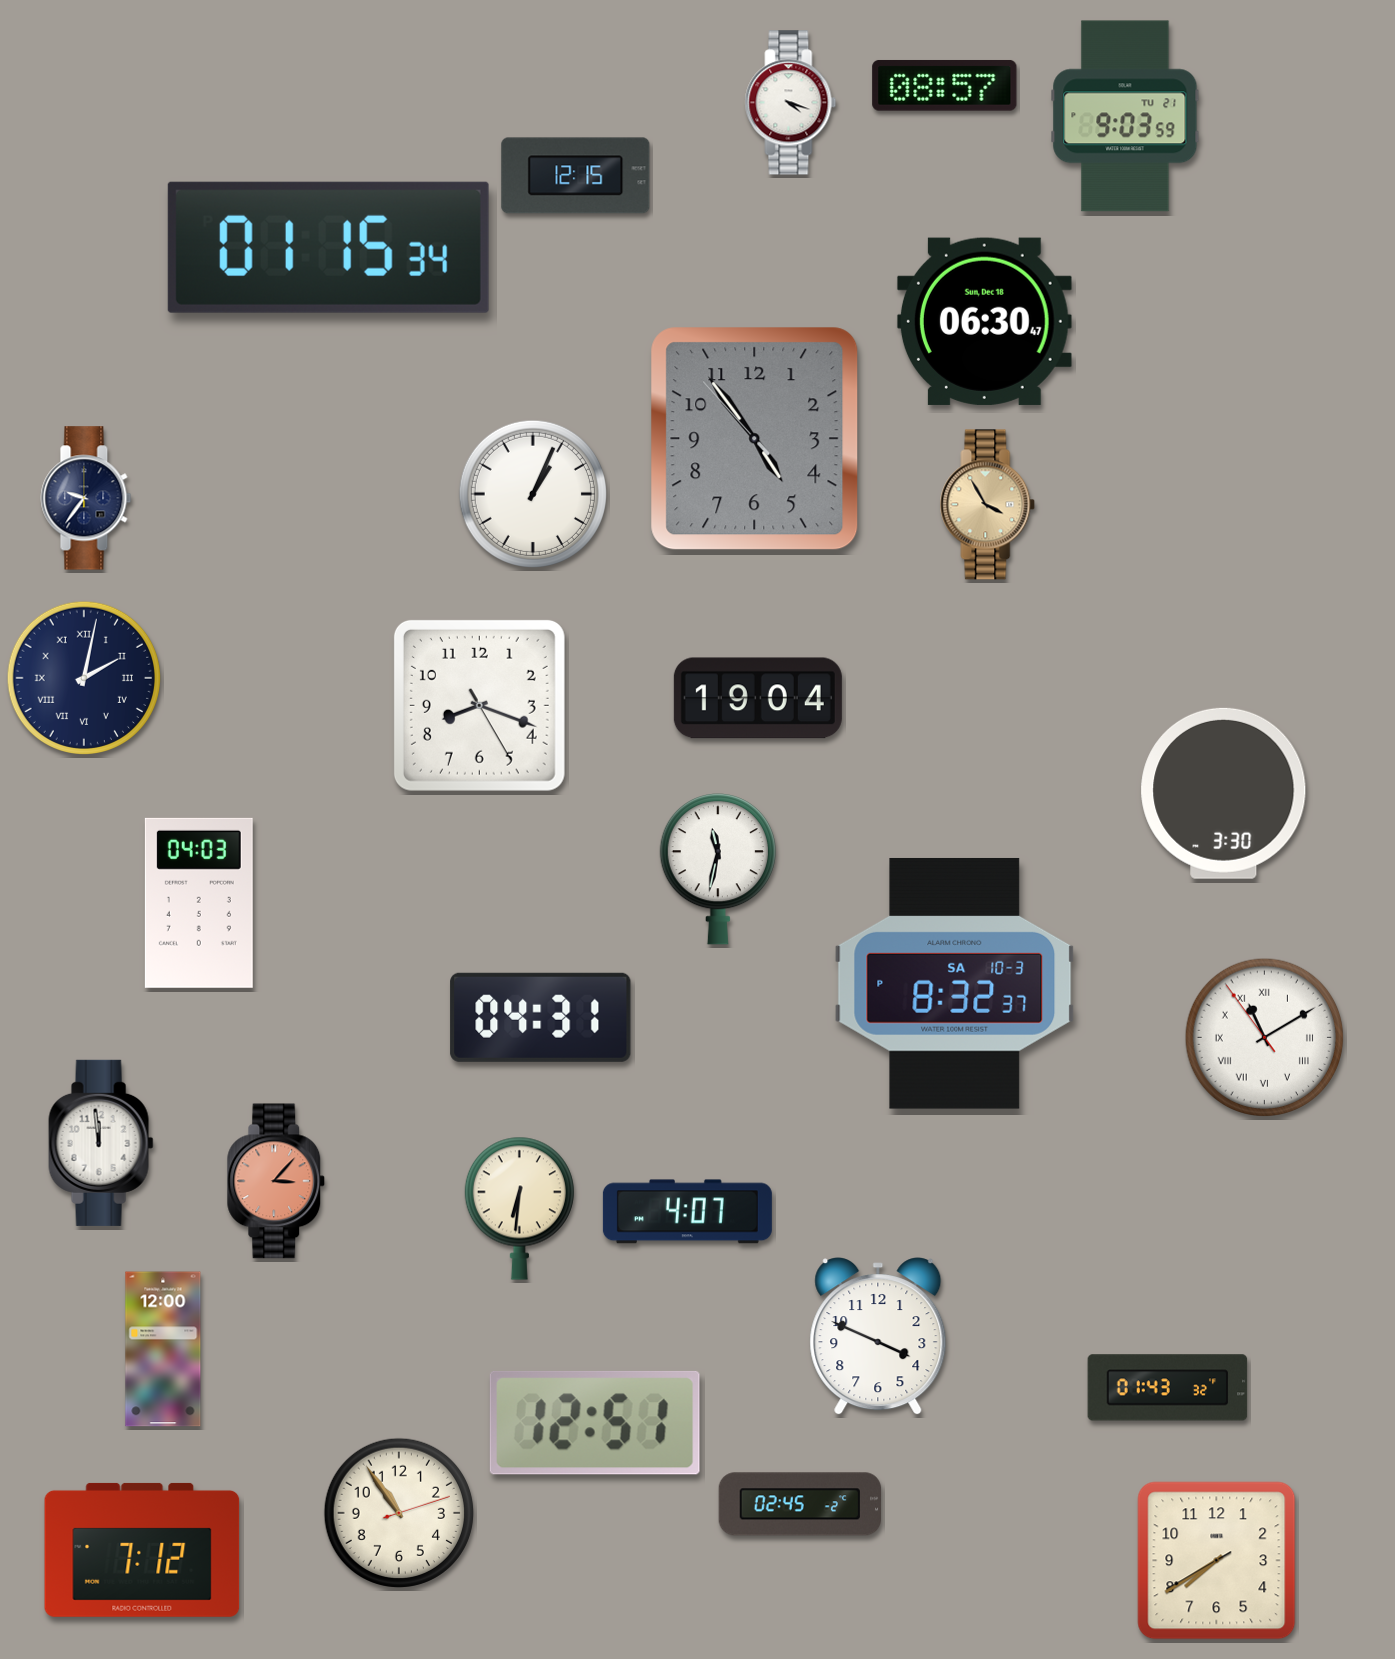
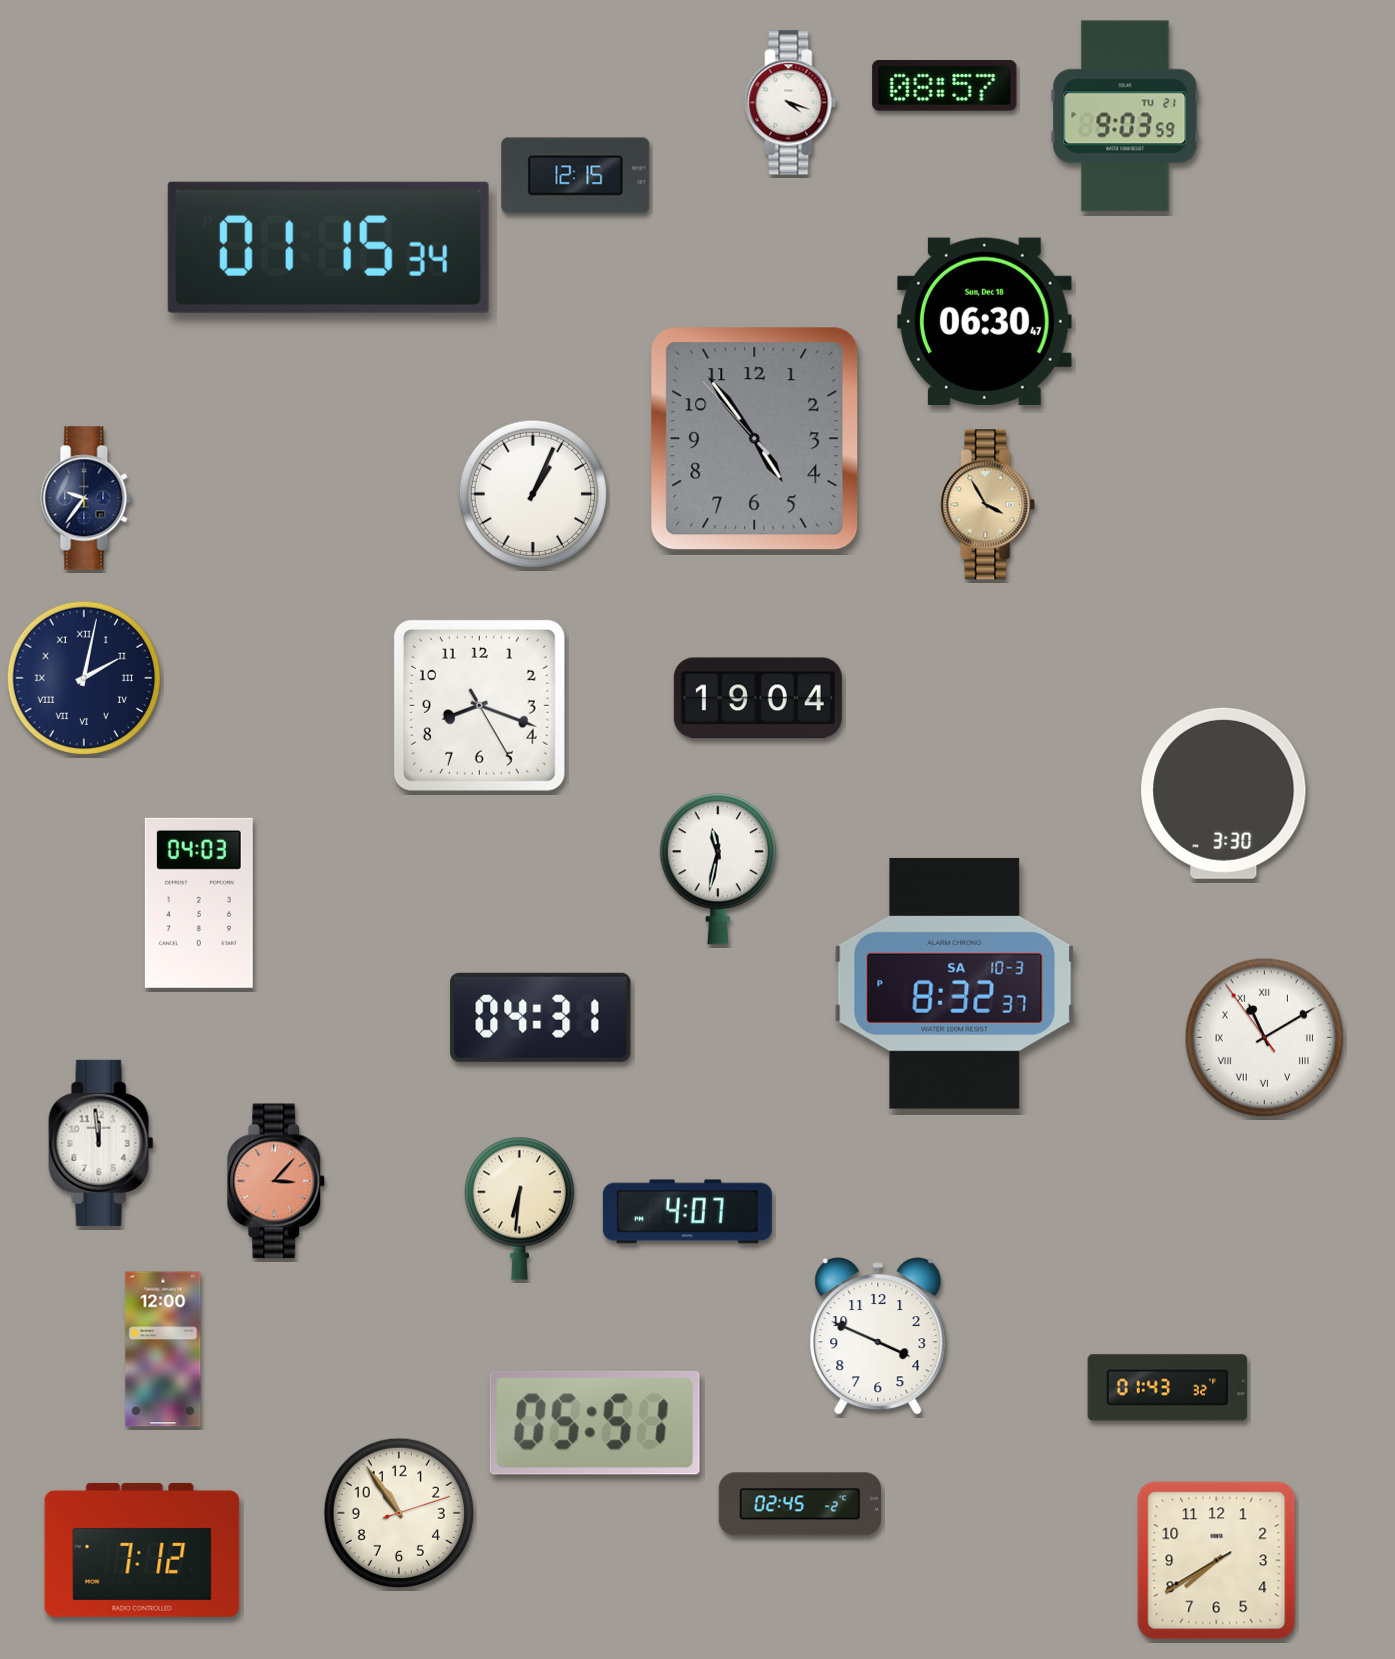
clock at (595, 1423): 12:51 -> 05:51
